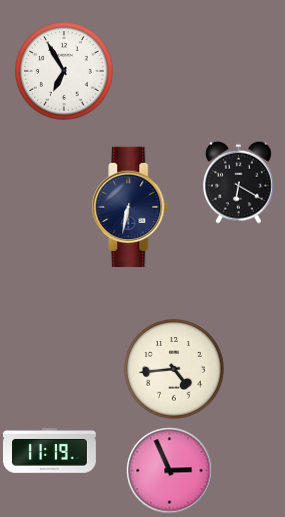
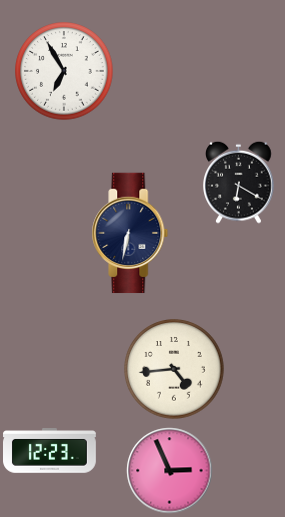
clock at (130, 207) position: (130, 207) -> (130, 233)
clock at (50, 451): 11:19 -> 12:23
